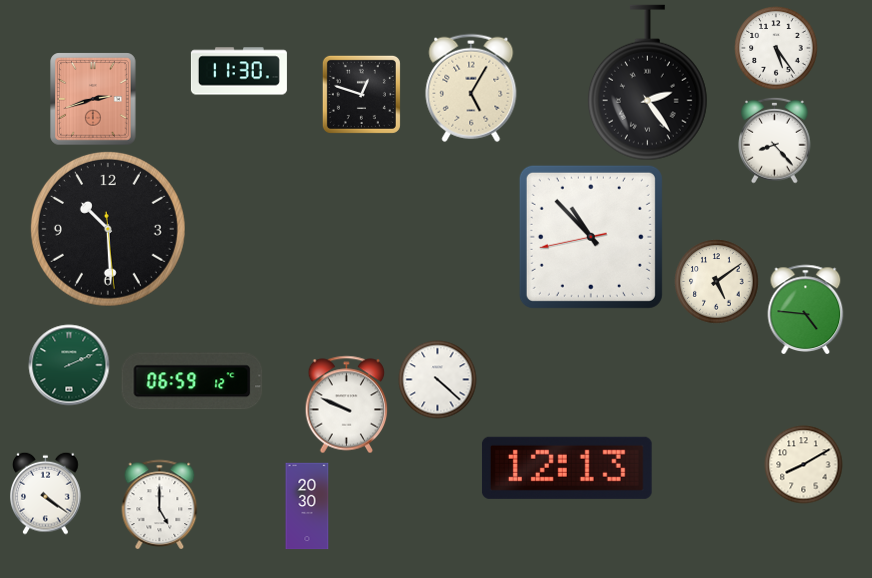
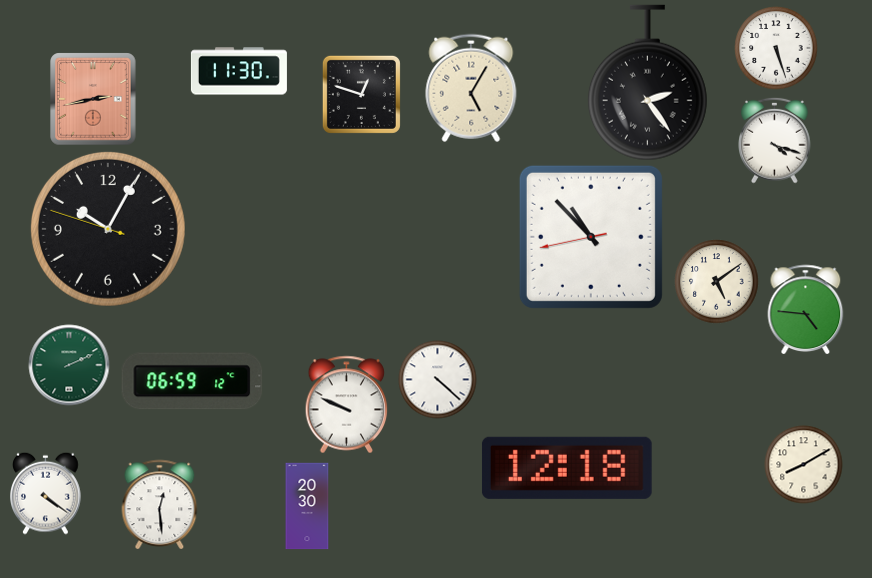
clock at (776, 48): 5:24 -> 5:27
clock at (93, 99): 2:42 -> 2:43
clock at (775, 140): 8:23 -> 4:18
clock at (108, 229): 10:29 -> 10:04
clock at (567, 468): 12:13 -> 12:18
clock at (160, 504): 5:00 -> 12:29
